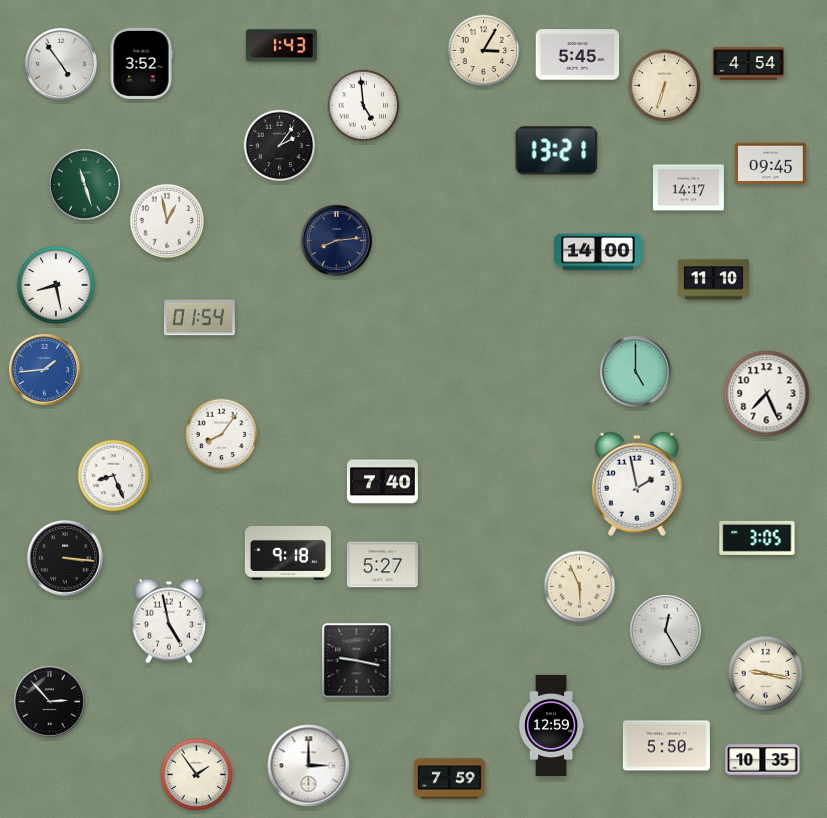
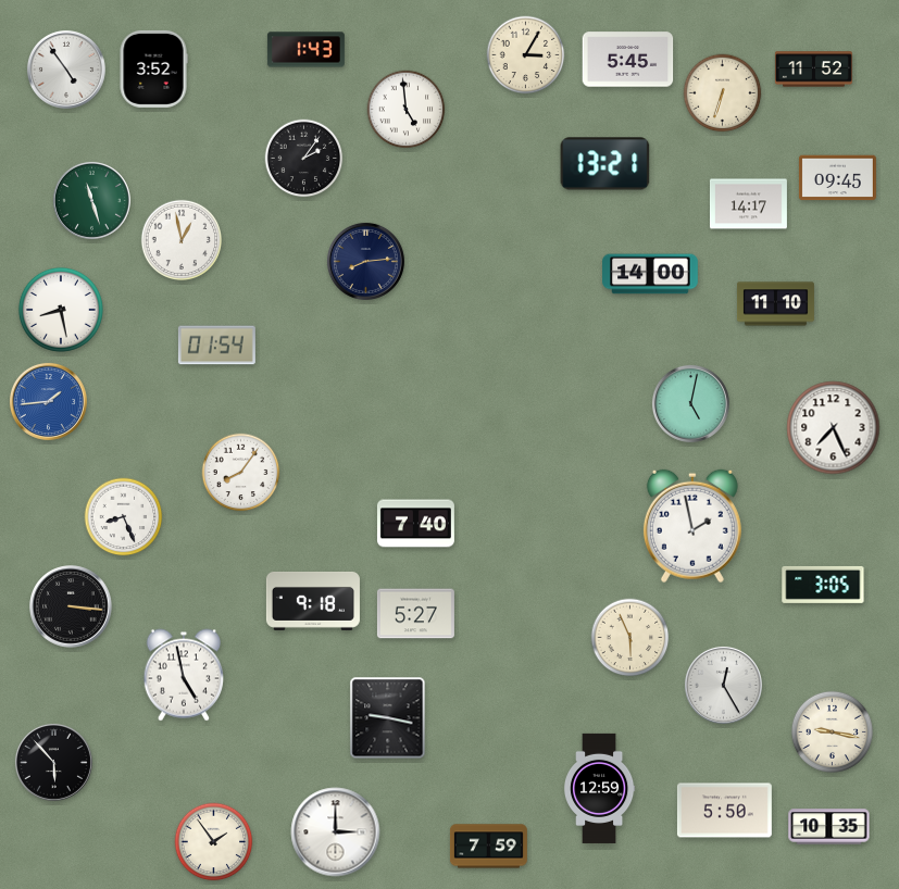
clock at (748, 64): 4:54 -> 11:52
clock at (364, 106) position: (364, 106) -> (407, 110)
clock at (635, 371): 5:00 -> 5:02
clock at (49, 701): 2:53 -> 5:53
